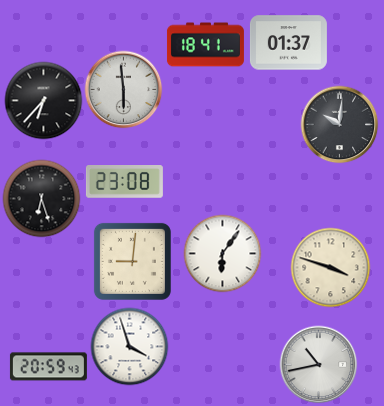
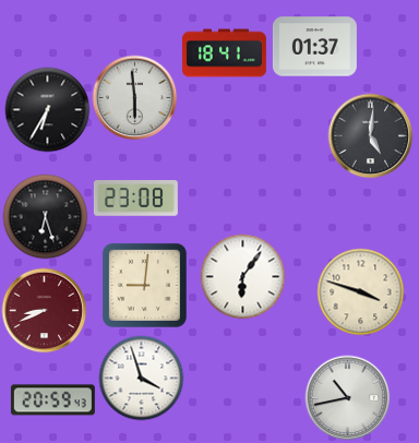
clock at (205, 45) position: (205, 45) -> (224, 53)
clock at (43, 100): 6:37 -> 6:35
clock at (339, 124): 10:01 -> 5:01
clock at (44, 310): none -> 8:41
